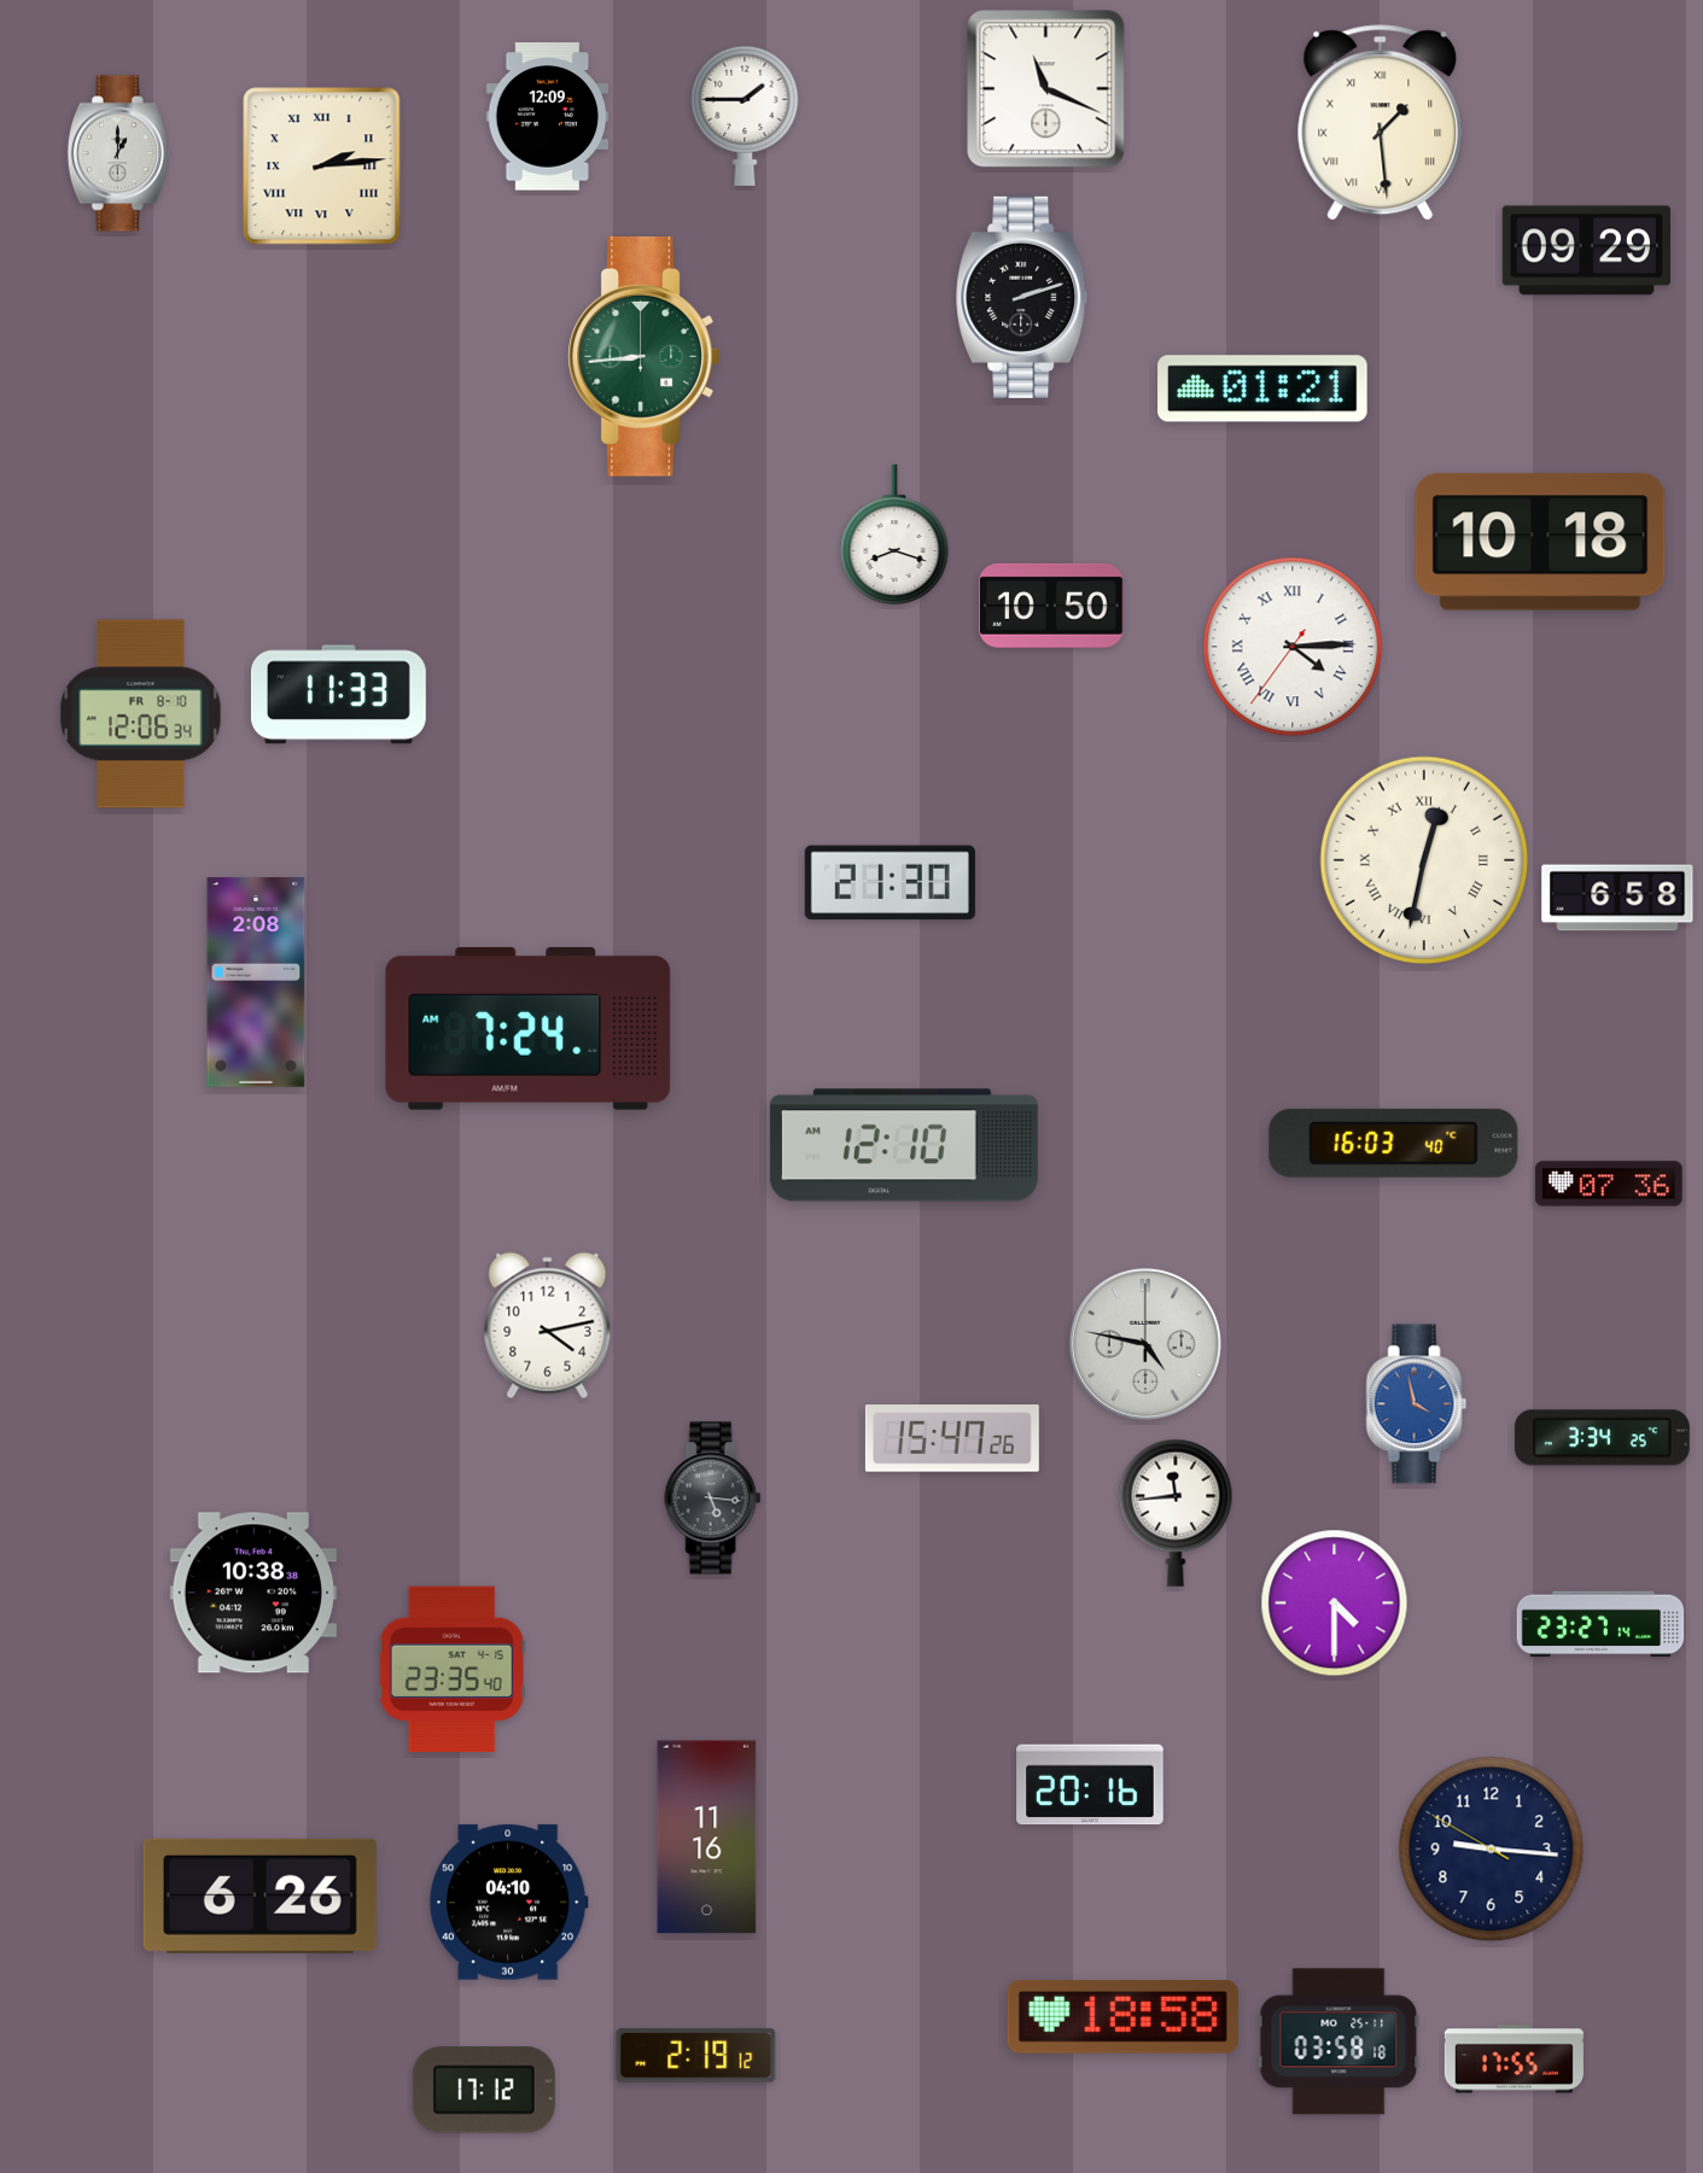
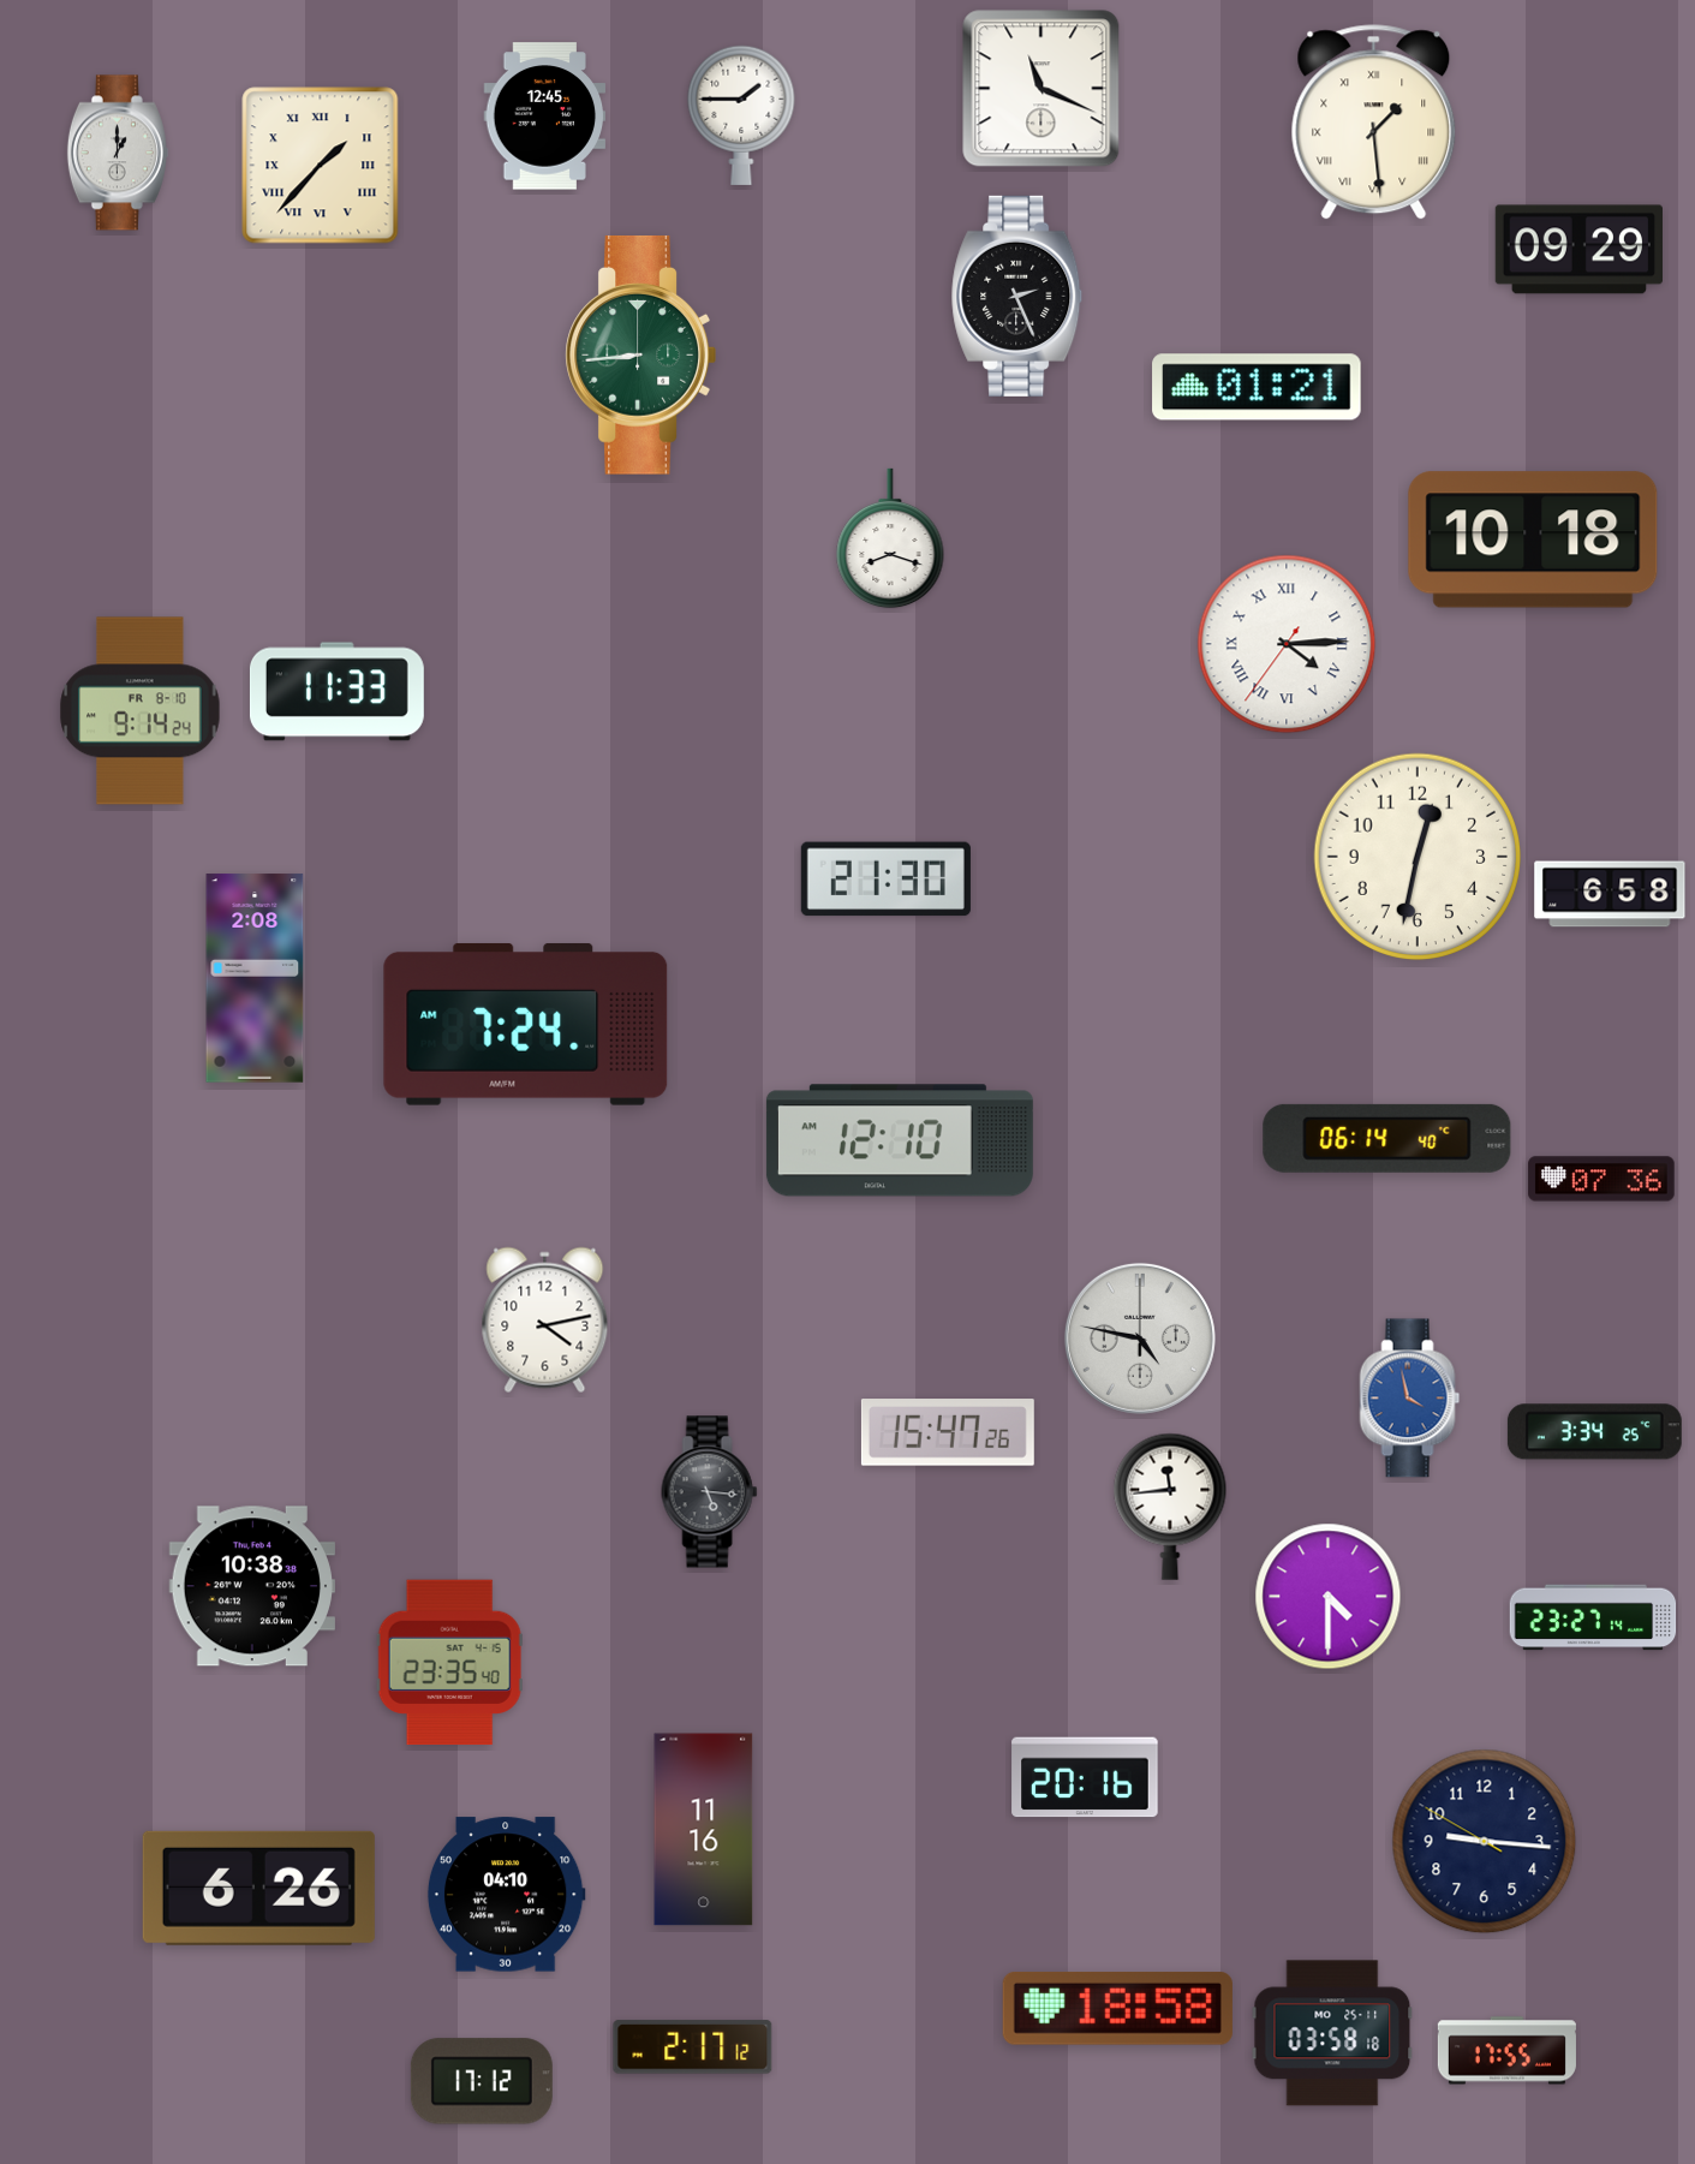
clock at (548, 117): 12:09 -> 12:45
clock at (322, 167): 2:14 -> 1:37
clock at (1022, 297): 2:12 -> 2:26
clock at (894, 535) position: (894, 535) -> (890, 538)
clock at (1051, 606): 10:50 -> none
clock at (141, 714): 12:06 -> 9:14
clock at (1424, 860) numerals: Roman -> Arabic
clock at (1394, 1143): 16:03 -> 06:14
clock at (696, 2056): 2:19 -> 2:17
